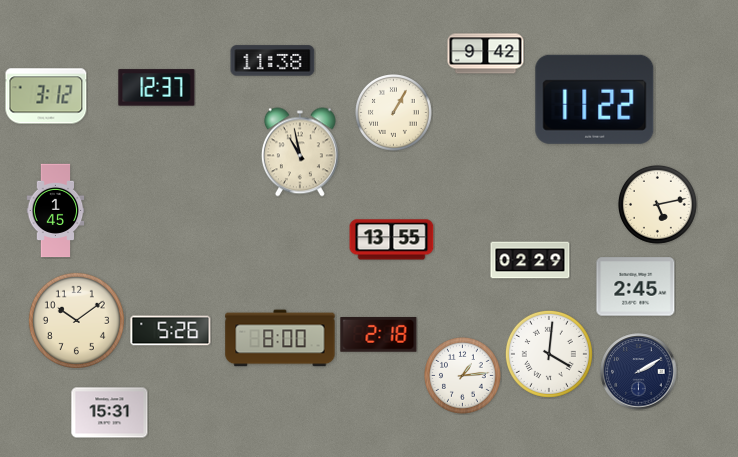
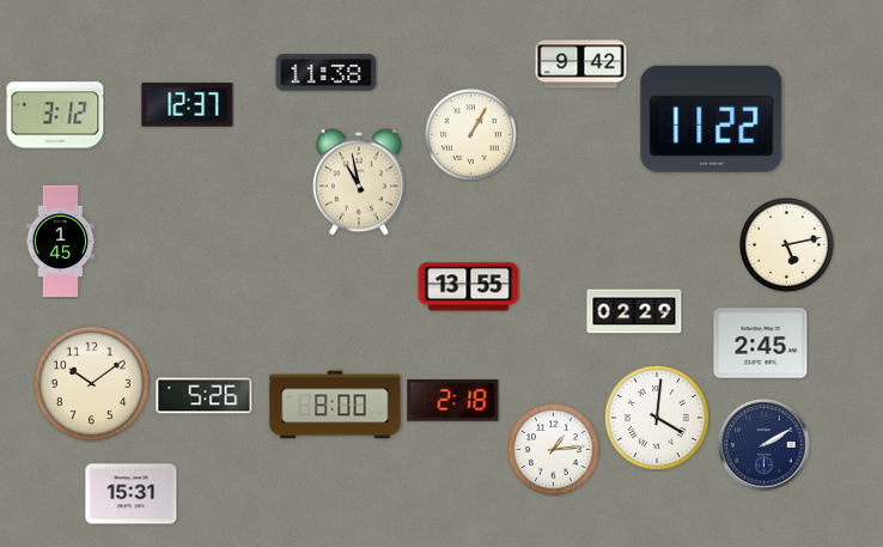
clock at (56, 211) position: (56, 211) -> (61, 242)
clock at (549, 354) position: (549, 354) -> (657, 418)
